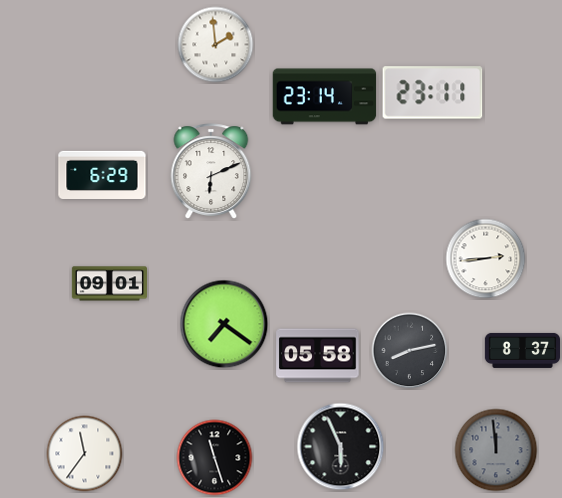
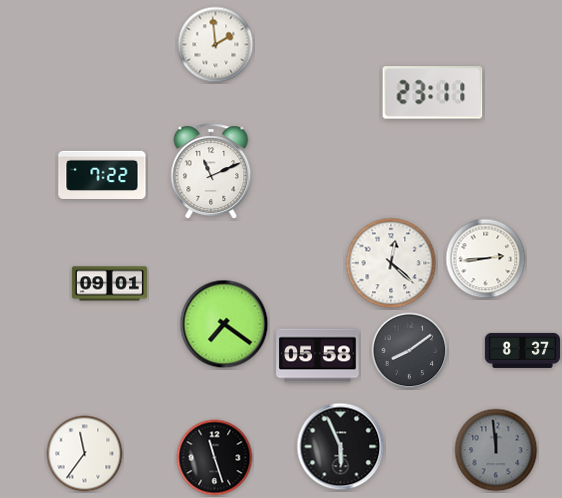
clock at (325, 97): 23:14 -> none
clock at (211, 171): 6:11 -> 11:11
clock at (102, 174): 6:29 -> 7:22
clock at (391, 263): none -> 12:22
clock at (410, 351): 8:13 -> 8:09
